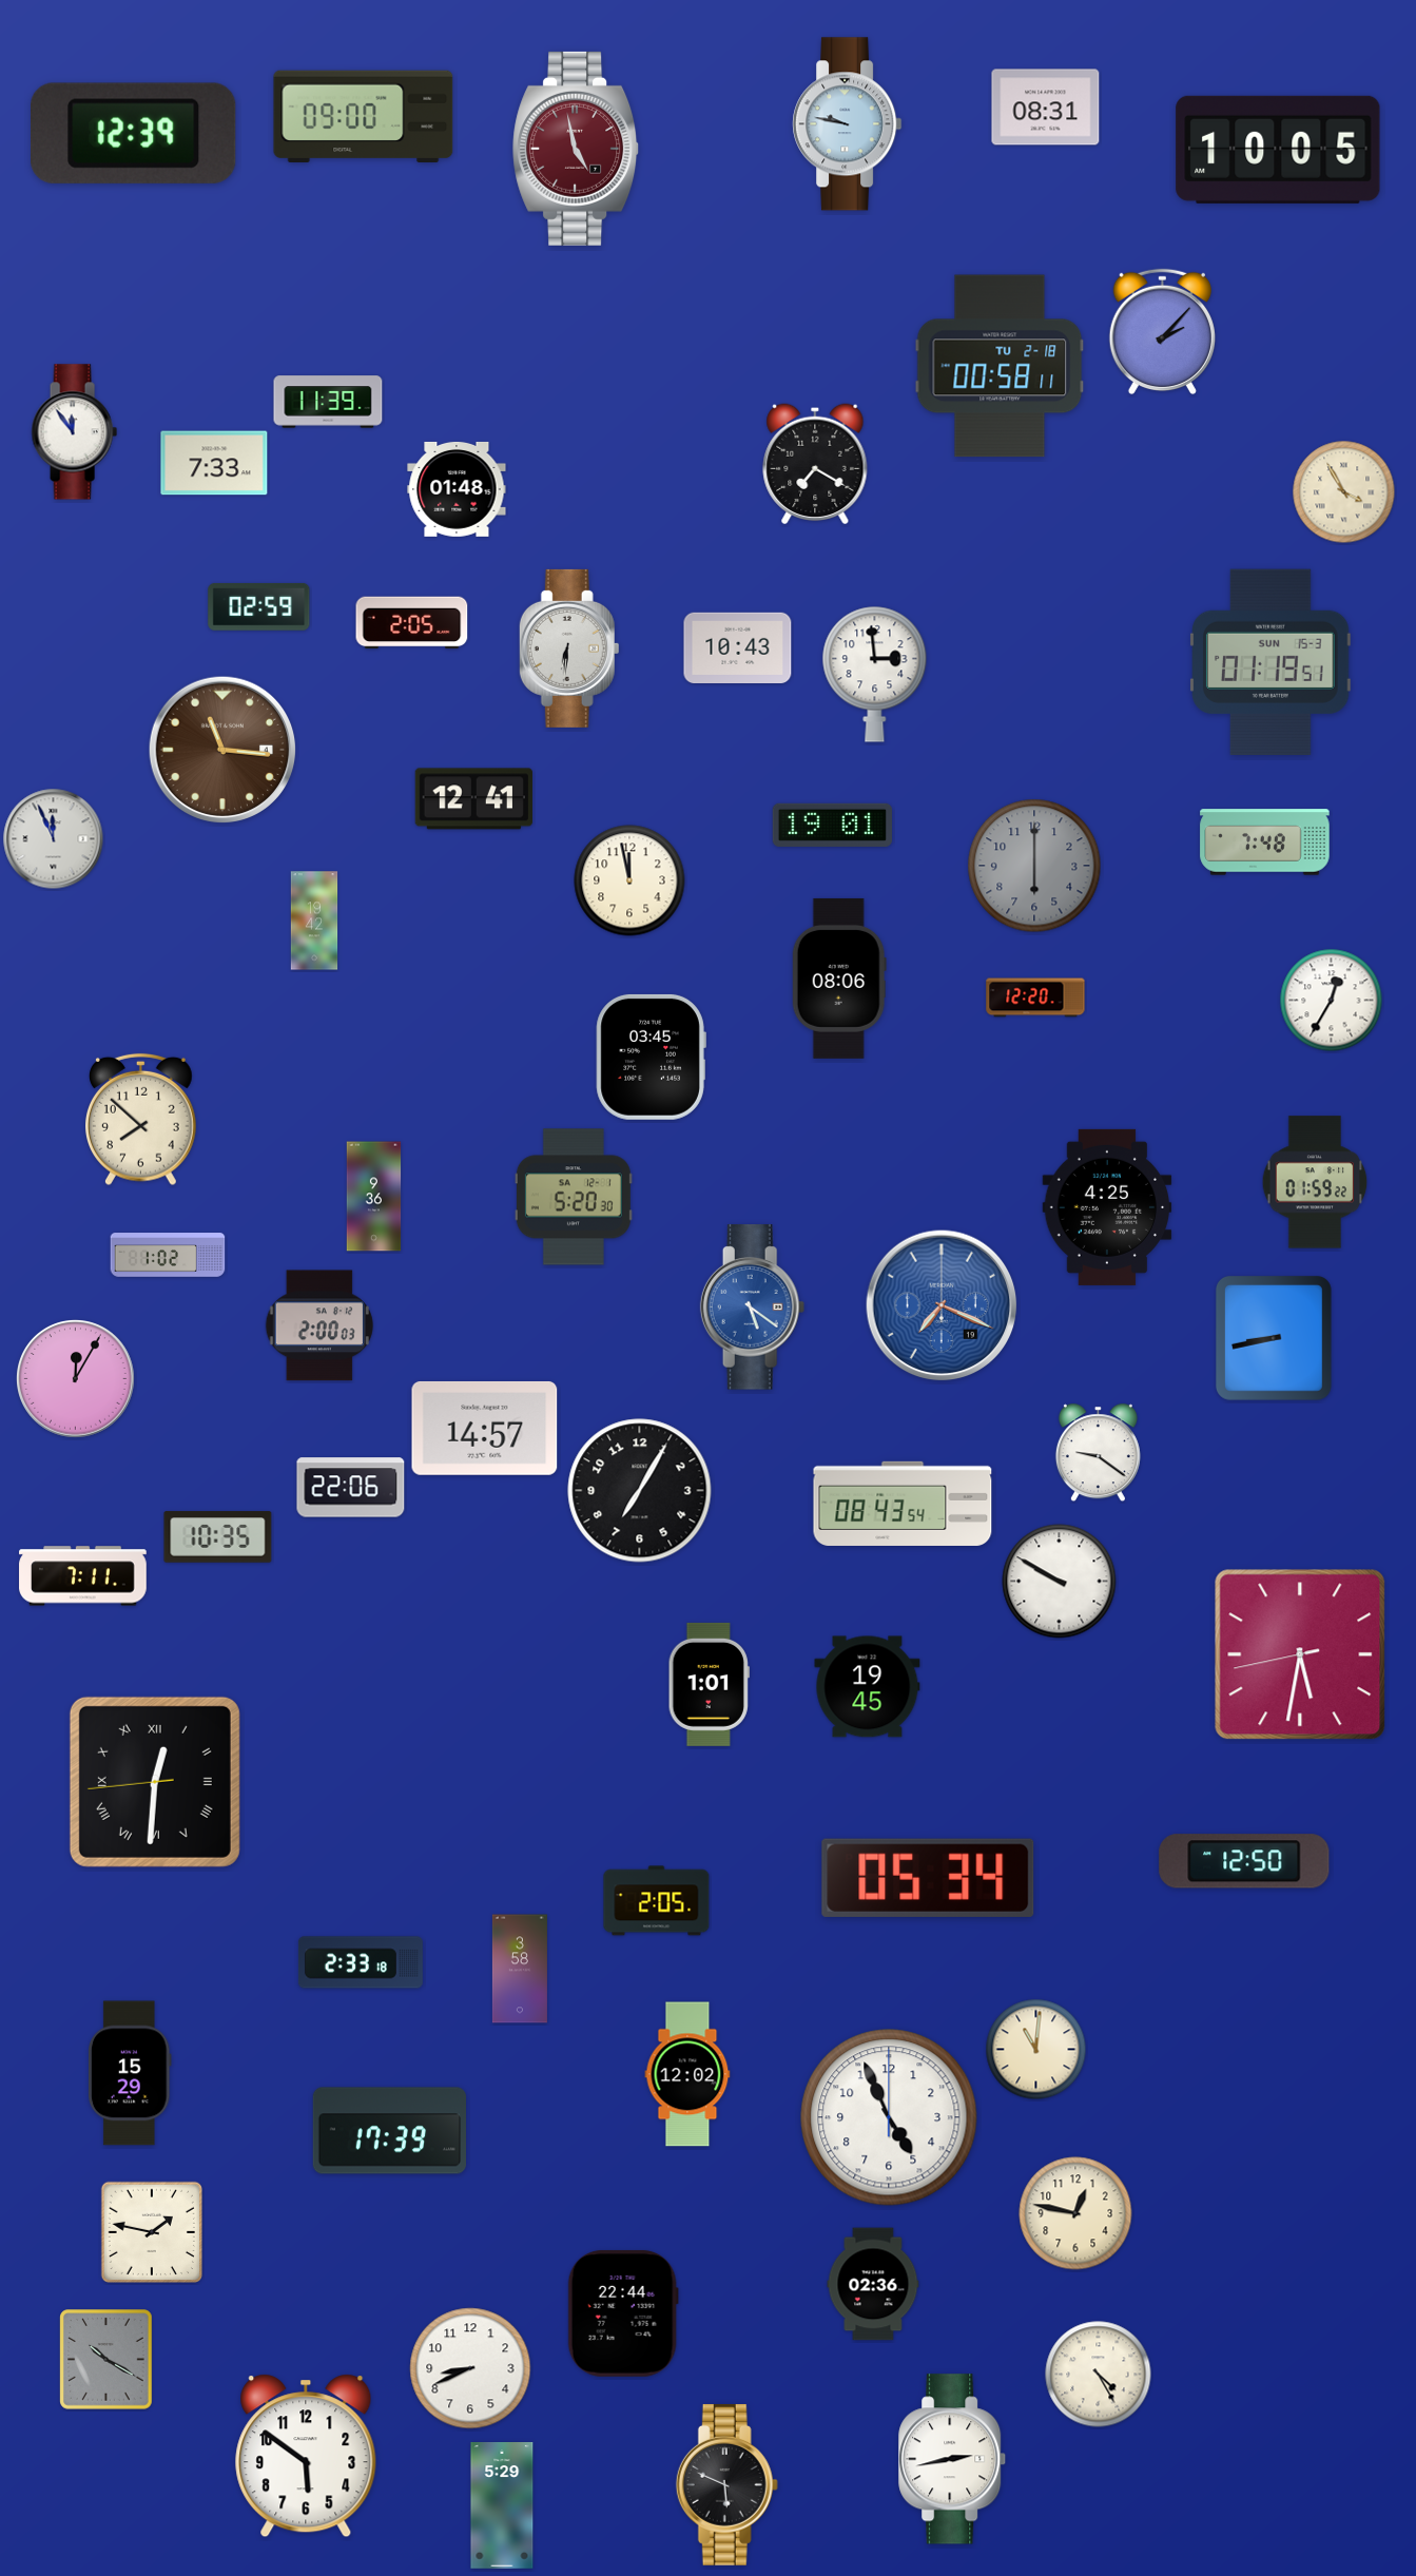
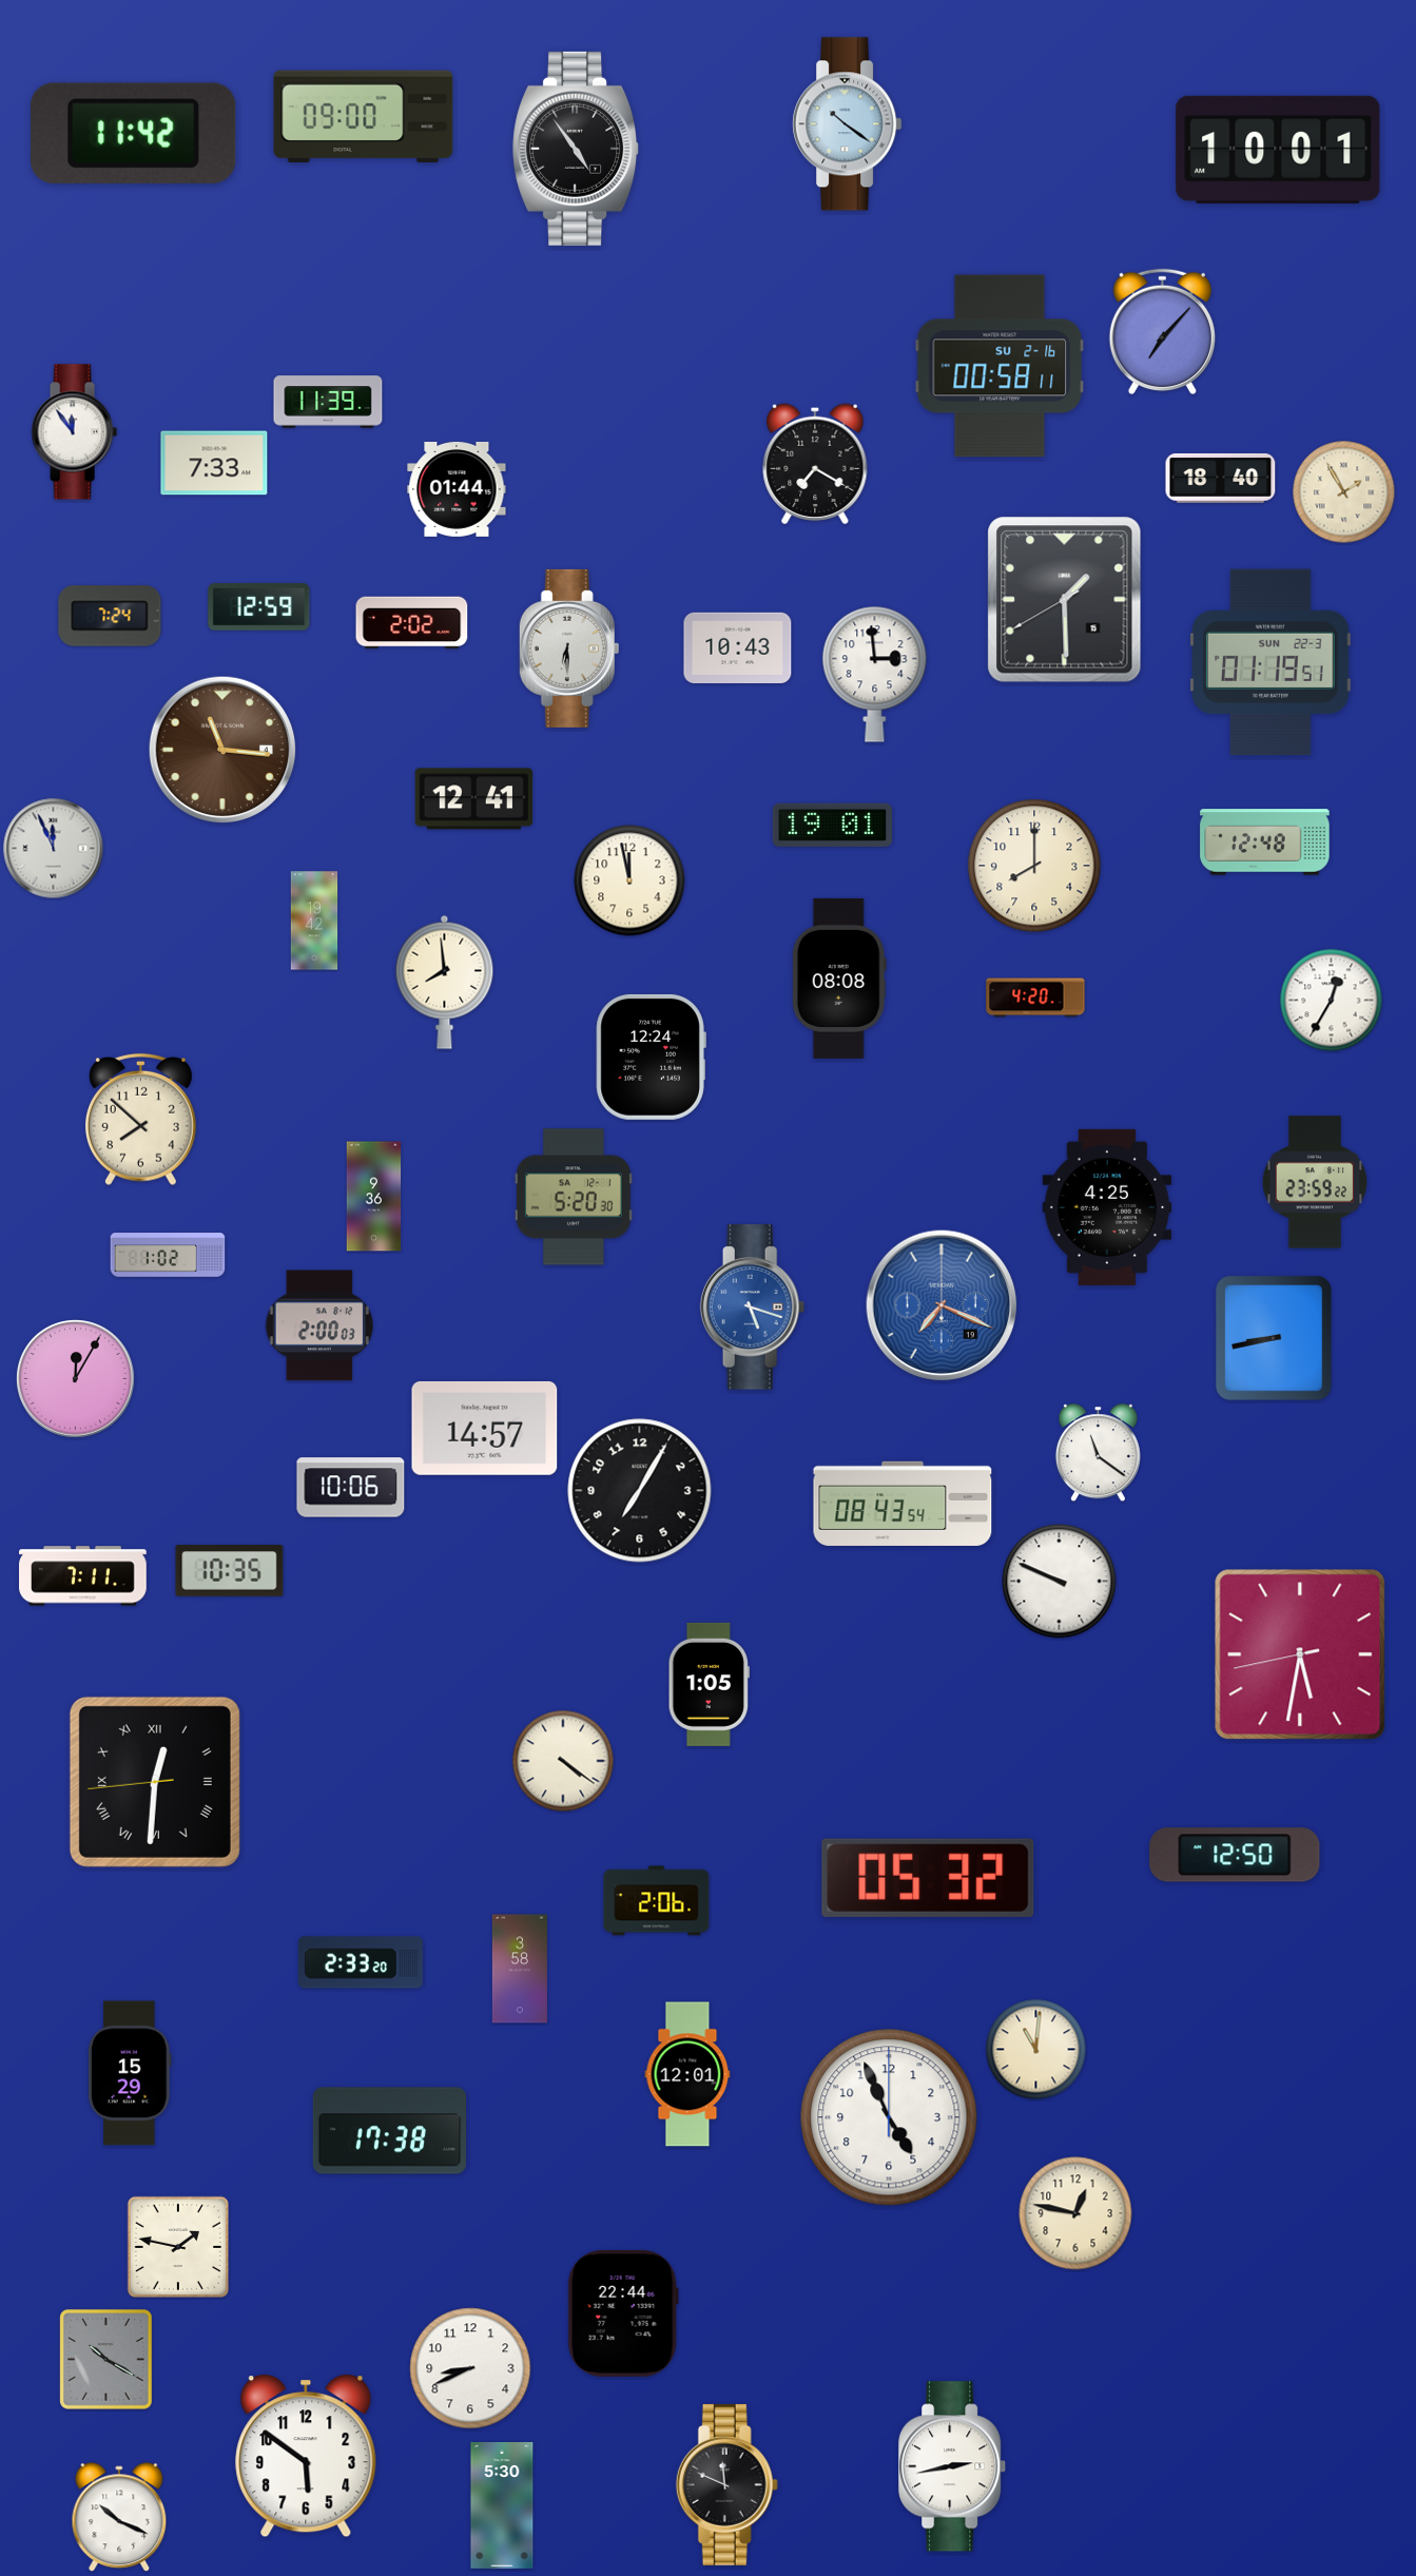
clock at (1046, 108): 08:31 -> none
clock at (848, 124): 9:47 -> 10:21
clock at (134, 133): 12:39 -> 11:42
clock at (577, 149): 4:58 -> 4:54
clock at (577, 149) dial: burgundy -> black
clock at (1278, 150): 10:05 -> 10:01
clock at (1162, 332): 2:07 -> 7:07
clock at (1000, 366) date: TU 2-18 -> SU 2-16
clock at (1221, 479): none -> 18:40
clock at (457, 489): 01:48 -> 01:44
clock at (1344, 492): 3:55 -> 1:55
clock at (1065, 600): none -> 1:29
clock at (259, 607): 02:59 -> 12:59
clock at (110, 616): none -> 7:24
clock at (412, 623): 2:05 -> 2:02
clock at (569, 648): 6:31 -> 6:30
clock at (1272, 661) date: SUN 15-3 -> SUN 22-3
clock at (54, 839) position: (54, 839) -> (54, 849)
clock at (1265, 842): 7:48 -> 12:48
clock at (1034, 866): 6:00 -> 8:00
clock at (1034, 866) dial: grey -> cream
clock at (839, 979): 08:06 -> 08:08
clock at (445, 982): none -> 7:59
clock at (1035, 998): 12:20 -> 4:20
clock at (651, 1057): 03:45 -> 12:24
clock at (1315, 1182): 01:59 -> 23:59
clock at (753, 1308): 5:21 -> 5:18
clock at (1098, 1453): 9:21 -> 11:21
clock at (351, 1488): 22:06 -> 10:06
clock at (218, 1537) position: (218, 1537) -> (230, 1571)
clock at (1060, 1582): 9:50 -> 9:49
clock at (709, 1684): 1:01 -> 1:05
clock at (868, 1687): 19:45 -> none
clock at (563, 1761): none -> 4:21
clock at (1244, 1861) position: (1244, 1861) -> (1235, 1855)
clock at (928, 1878): 05:34 -> 05:32
clock at (657, 1901): 2:05 -> 2:06
clock at (361, 1962): 2:33:18 -> 2:33:20
clock at (687, 2074): 12:02 -> 12:01
clock at (389, 2131): 17:39 -> 17:38
clock at (151, 2231) position: (151, 2231) -> (177, 2246)
clock at (873, 2284): 02:36 -> none
clock at (1099, 2375): 4:25 -> none
clock at (953, 2459) position: (953, 2459) -> (953, 2466)
clock at (726, 2484): 5:49 -> 11:49
clock at (502, 2505): 5:29 -> 5:30
clock at (119, 2518): none -> 10:19
